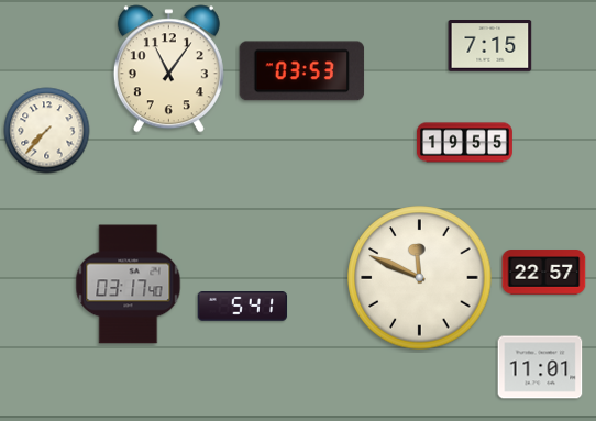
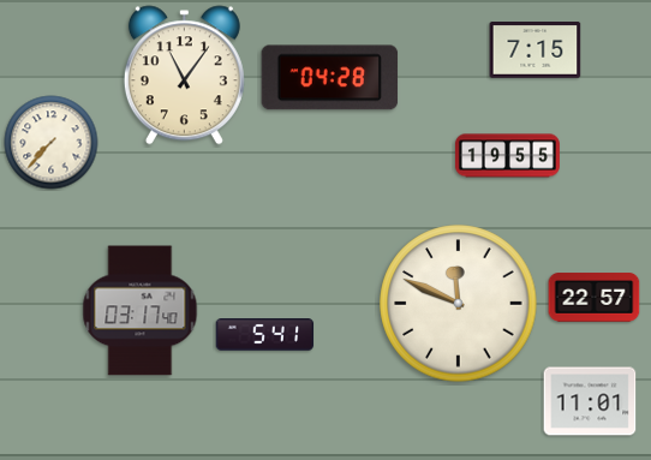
clock at (302, 71): 03:53 -> 04:28
